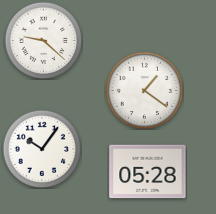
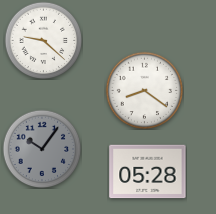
clock at (144, 90): 1:21 -> 8:21
clock at (42, 149) dial: white -> grey
